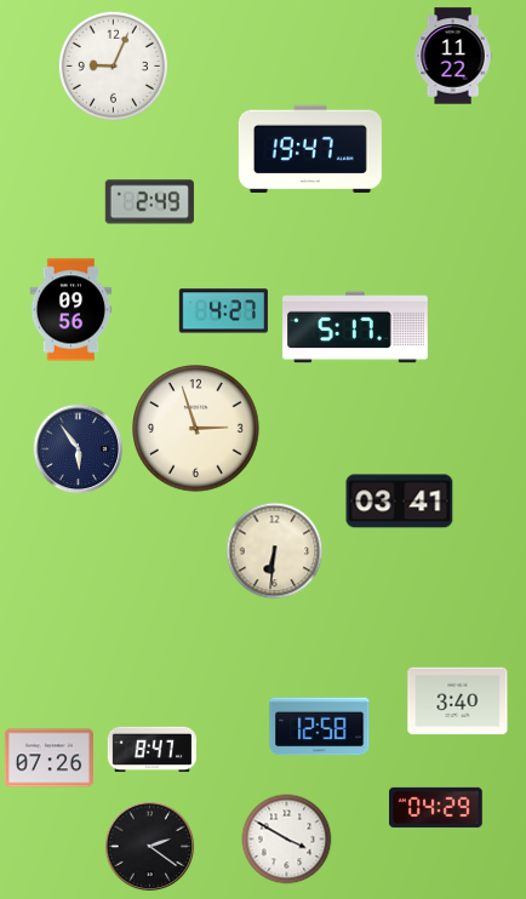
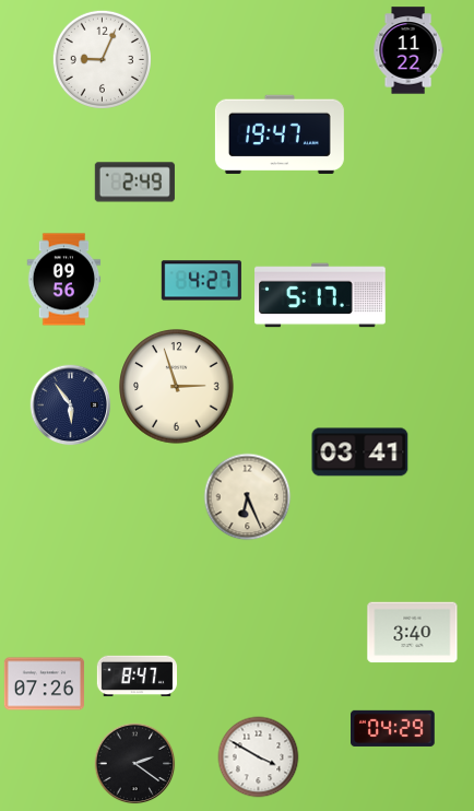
clock at (275, 551): 6:31 -> 6:26
clock at (320, 727): 12:58 -> none
